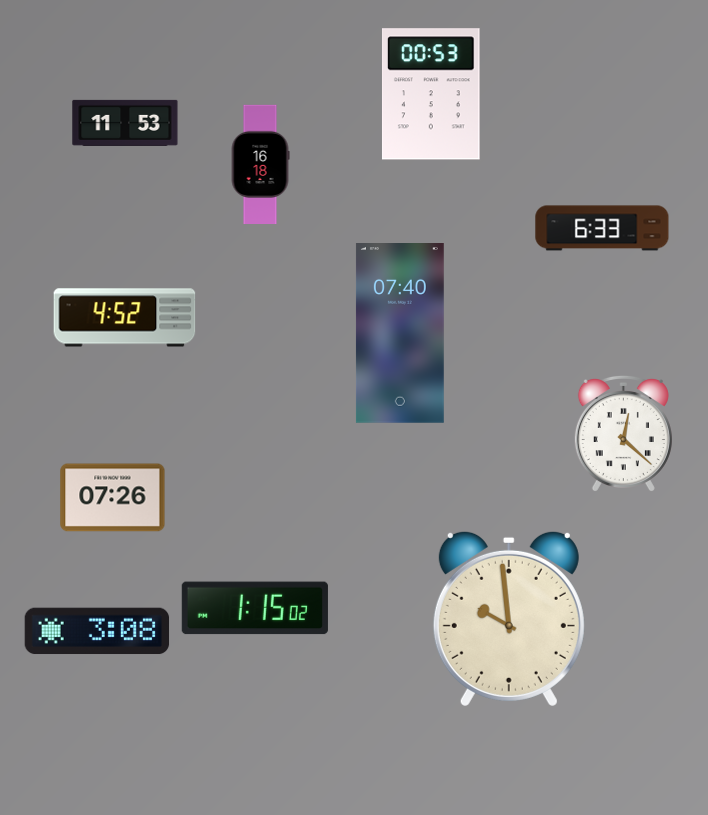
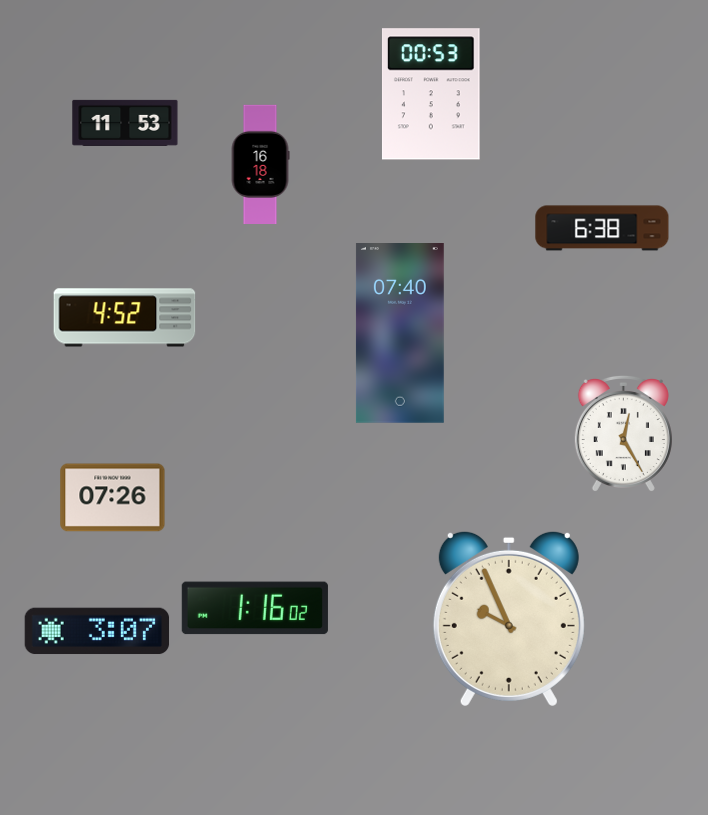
clock at (602, 228): 6:33 -> 6:38
clock at (623, 433): 12:22 -> 12:25
clock at (255, 608): 1:15 -> 1:16
clock at (509, 618): 9:59 -> 9:56
clock at (97, 631): 3:08 -> 3:07
